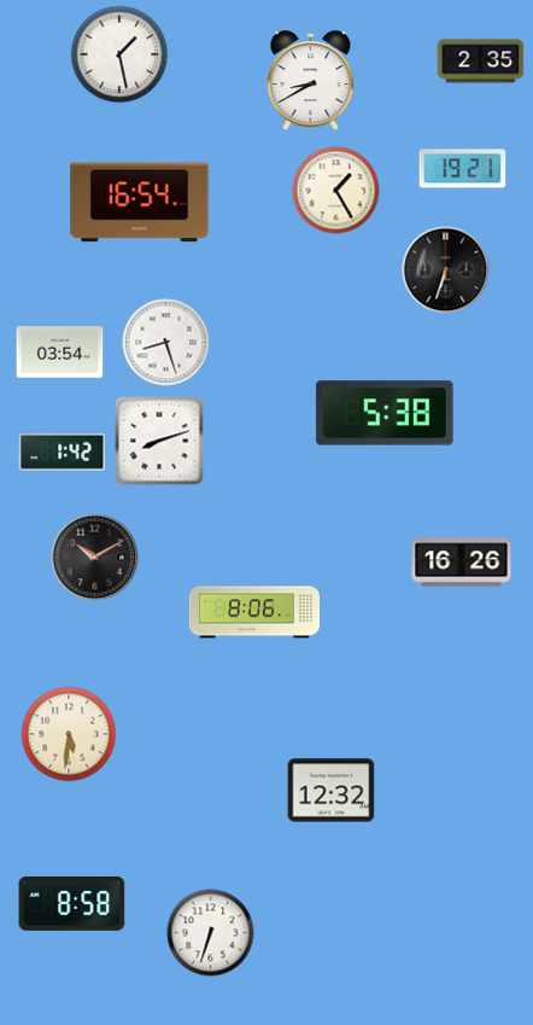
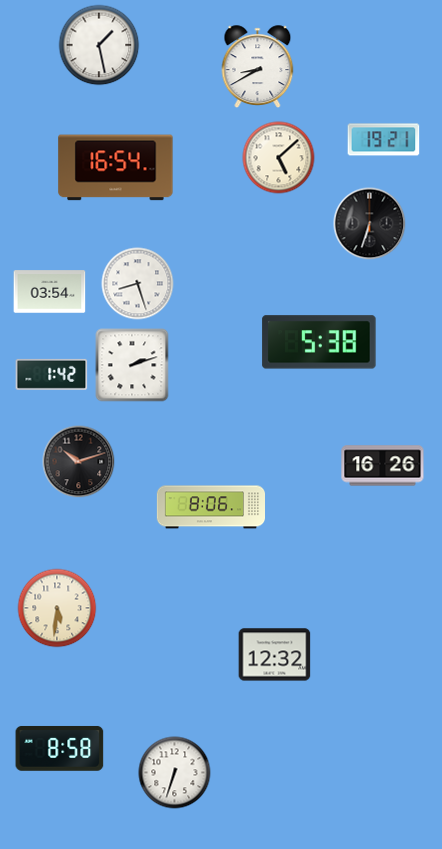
clock at (481, 62): 2:35 -> none
clock at (336, 191): 1:25 -> 5:08
clock at (159, 441): 8:12 -> 2:12
clock at (95, 558): 10:10 -> 10:12
